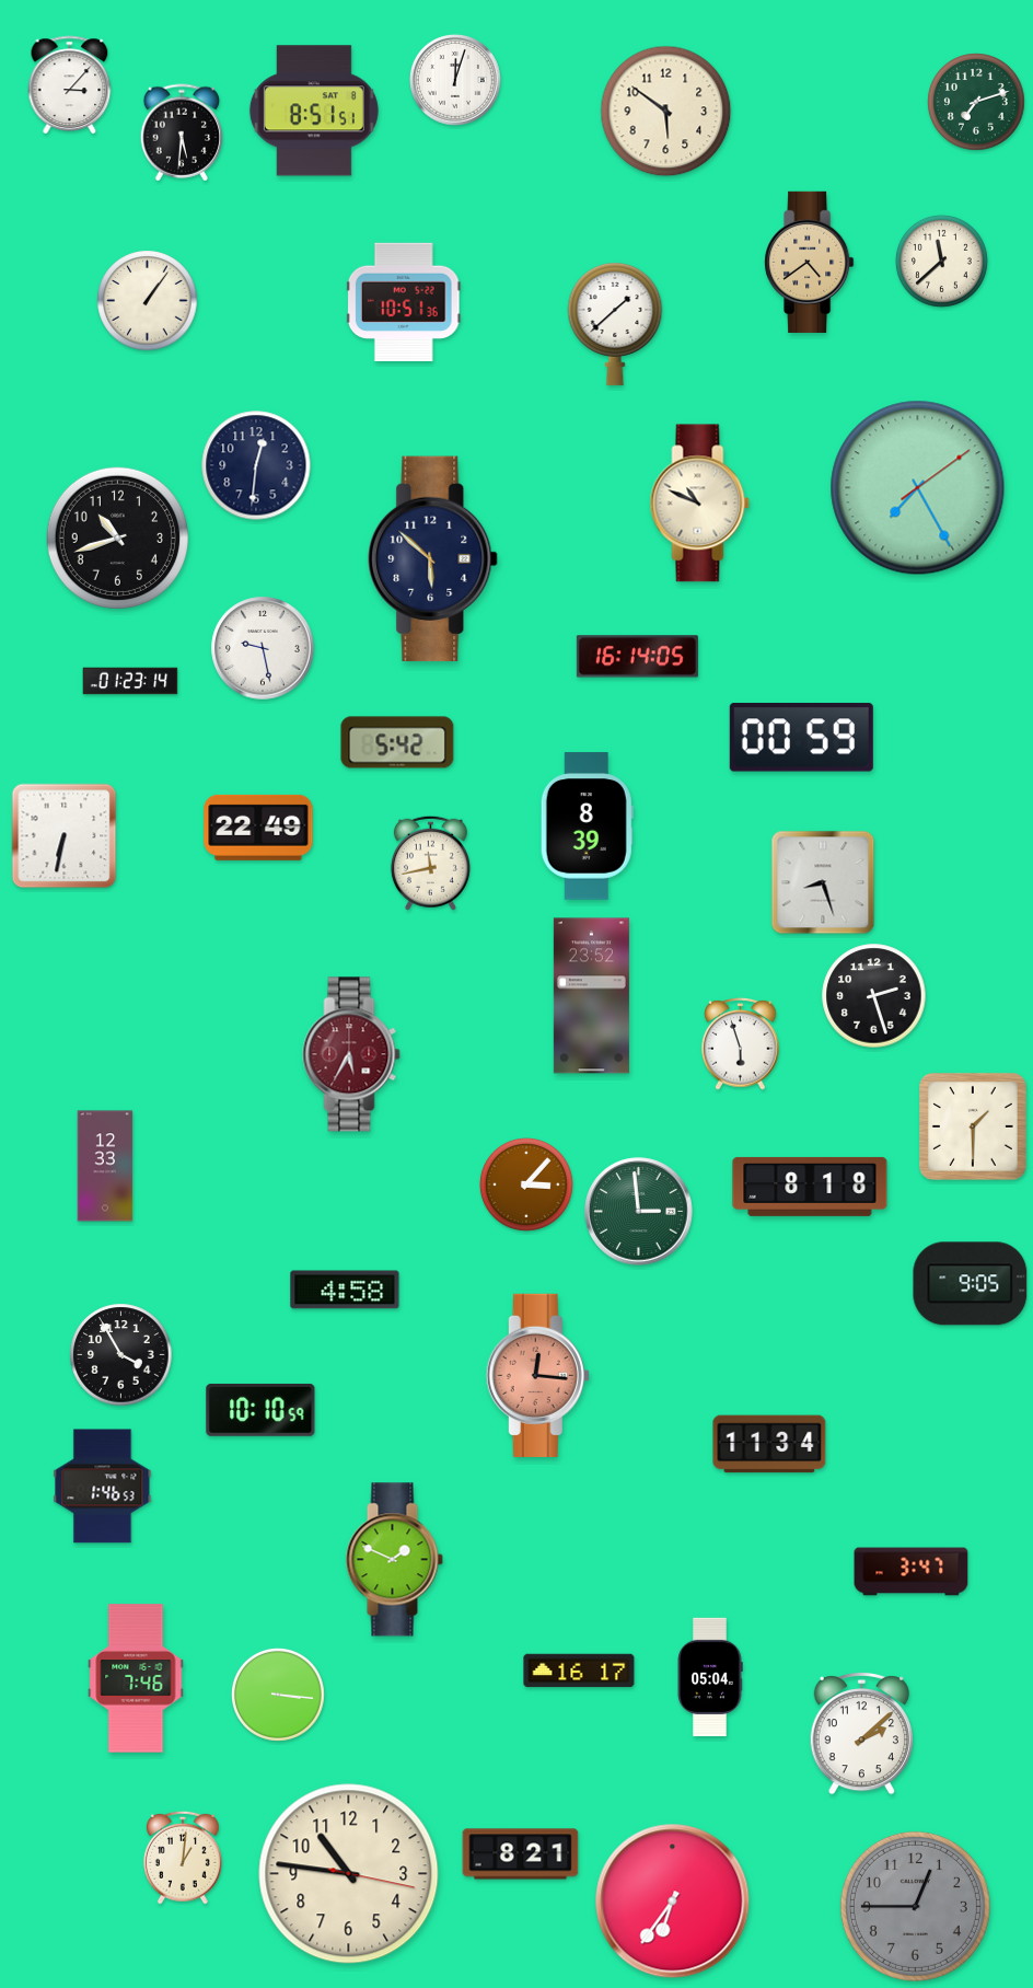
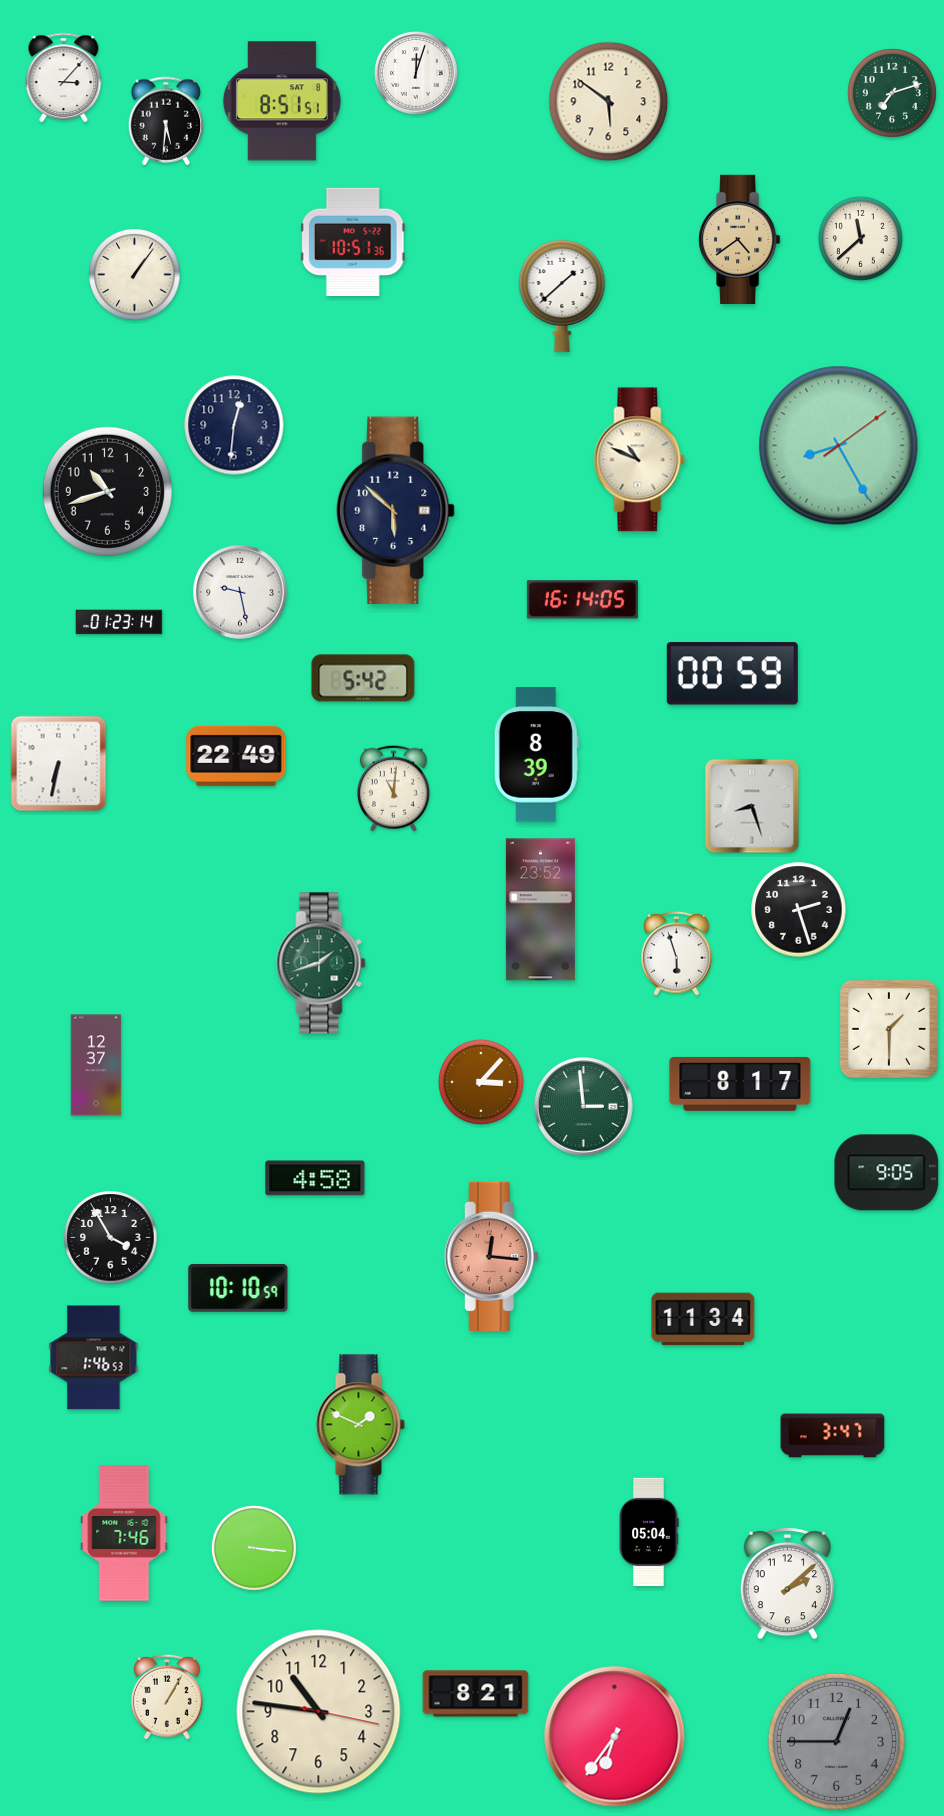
clock at (314, 111) position: (314, 111) -> (282, 101)
clock at (404, 301) position: (404, 301) -> (353, 241)
clock at (918, 488): 7:25 -> 8:25
clock at (430, 863): 11:43 -> 11:01
clock at (351, 1054): 5:35 -> 1:42
clock at (351, 1054) dial: burgundy -> green
clock at (105, 1166): 12:33 -> 12:37
clock at (810, 1187): 8:18 -> 8:17
clock at (579, 1671): 16:17 -> none
clock at (183, 1858): 1:01 -> 1:05
